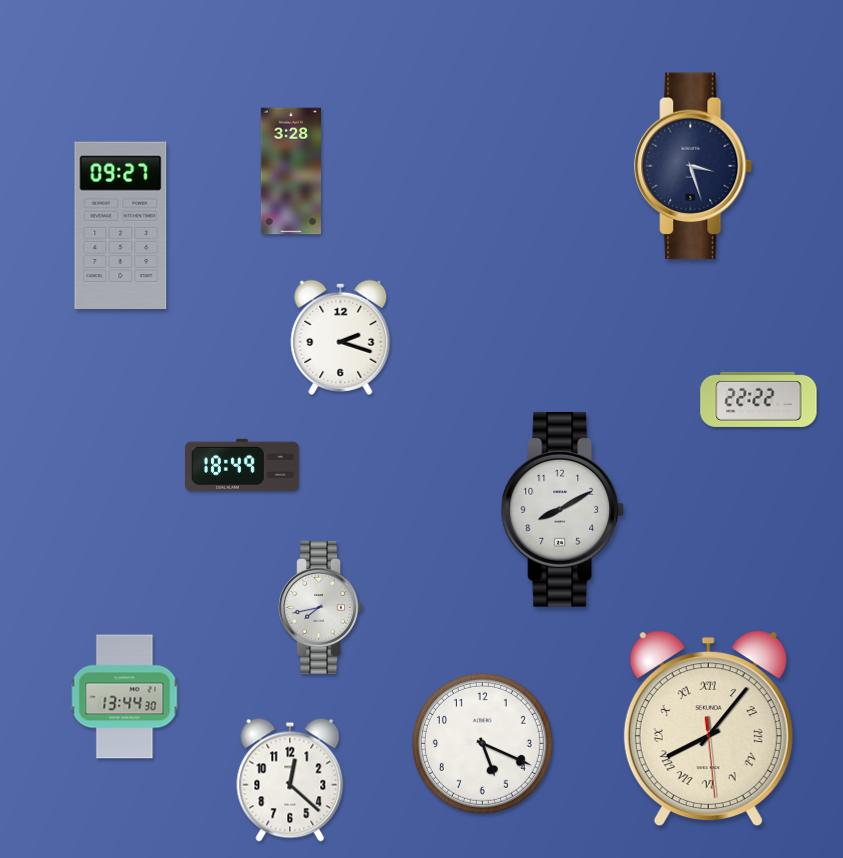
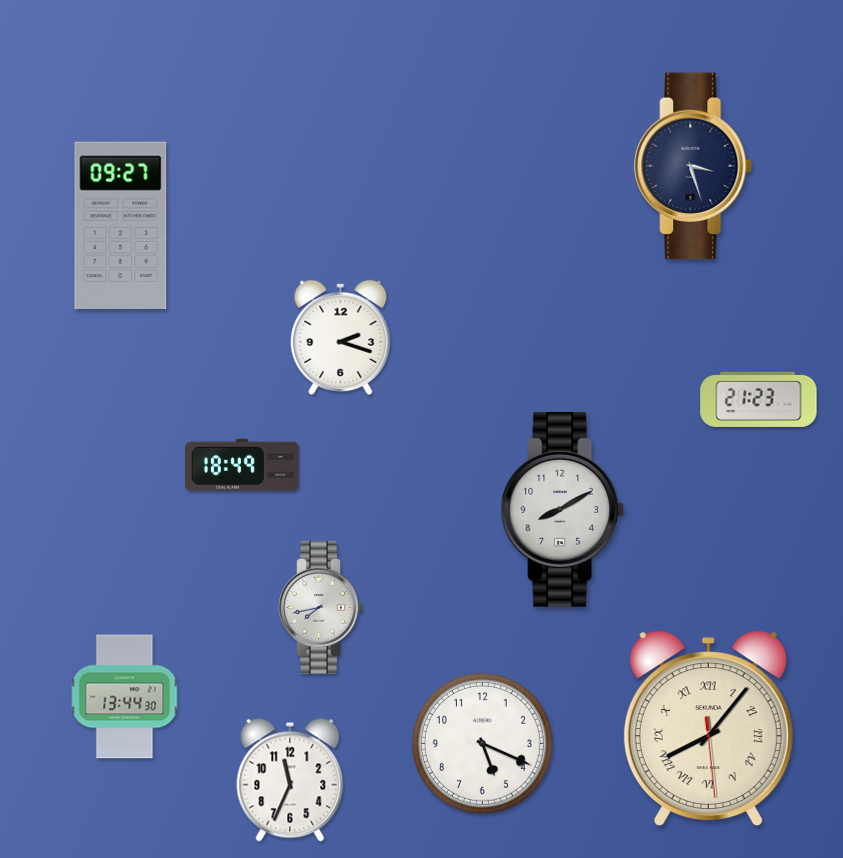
clock at (291, 171): 3:28 -> none
clock at (759, 399): 22:22 -> 21:23
clock at (290, 780): 12:22 -> 11:34
